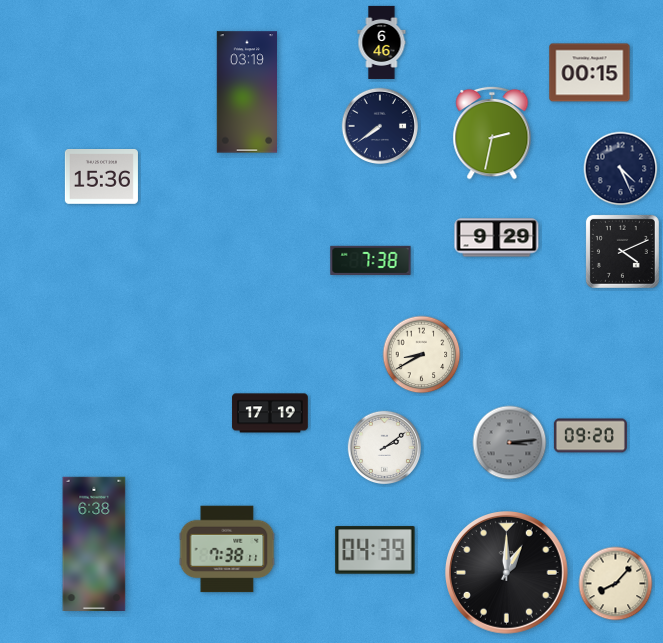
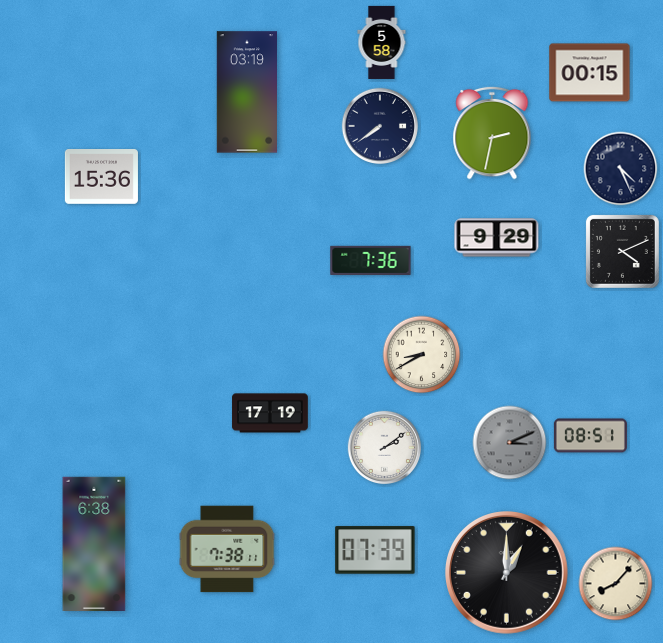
clock at (382, 42): 6:46 -> 5:58
clock at (371, 260): 7:38 -> 7:36
clock at (590, 436): 09:20 -> 08:51
clock at (510, 443): 3:14 -> 3:11
clock at (375, 550): 04:39 -> 07:39
